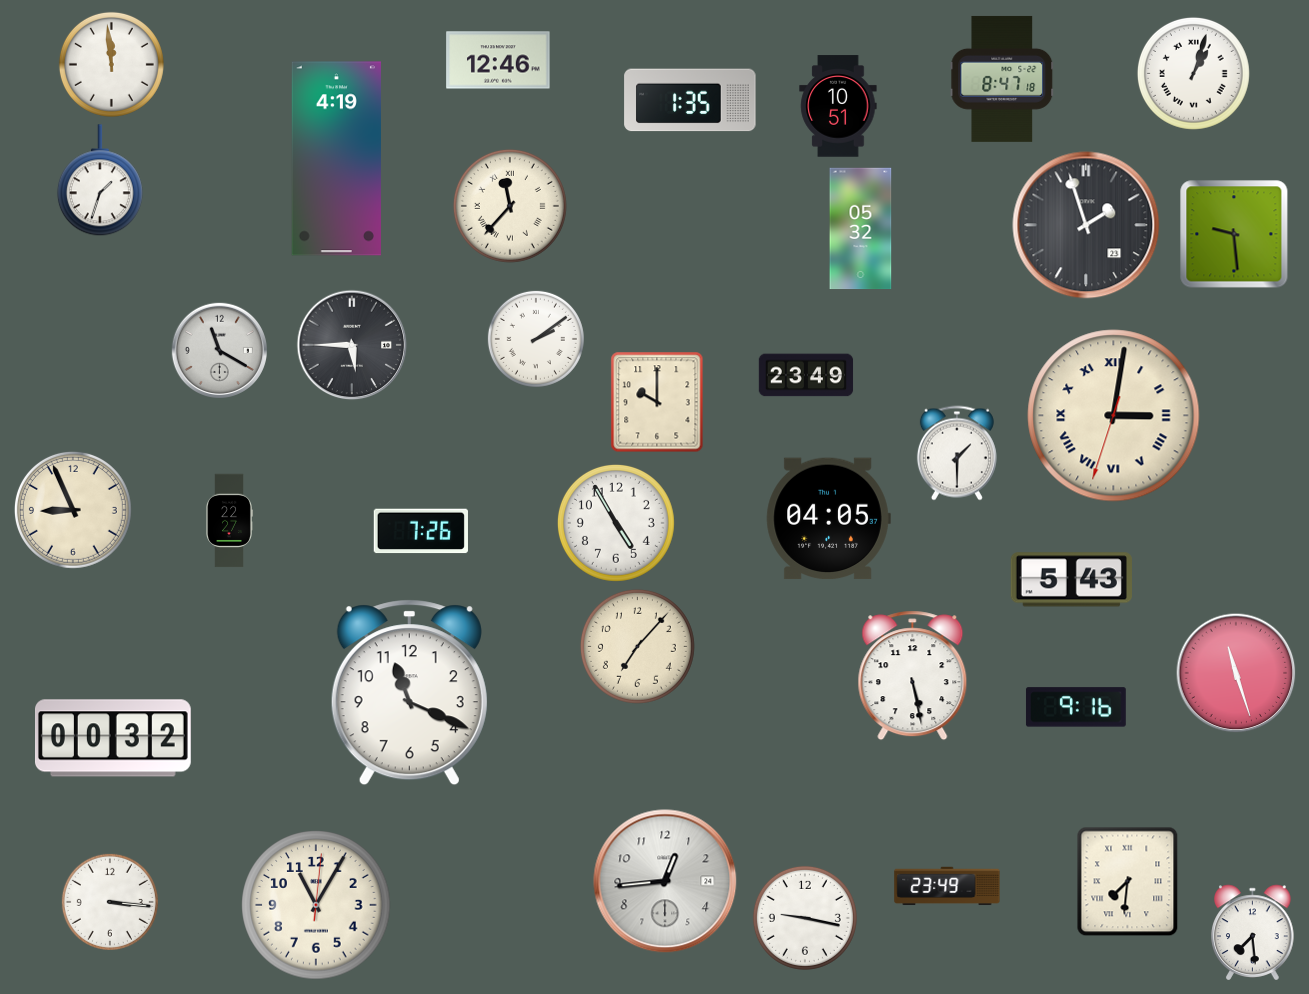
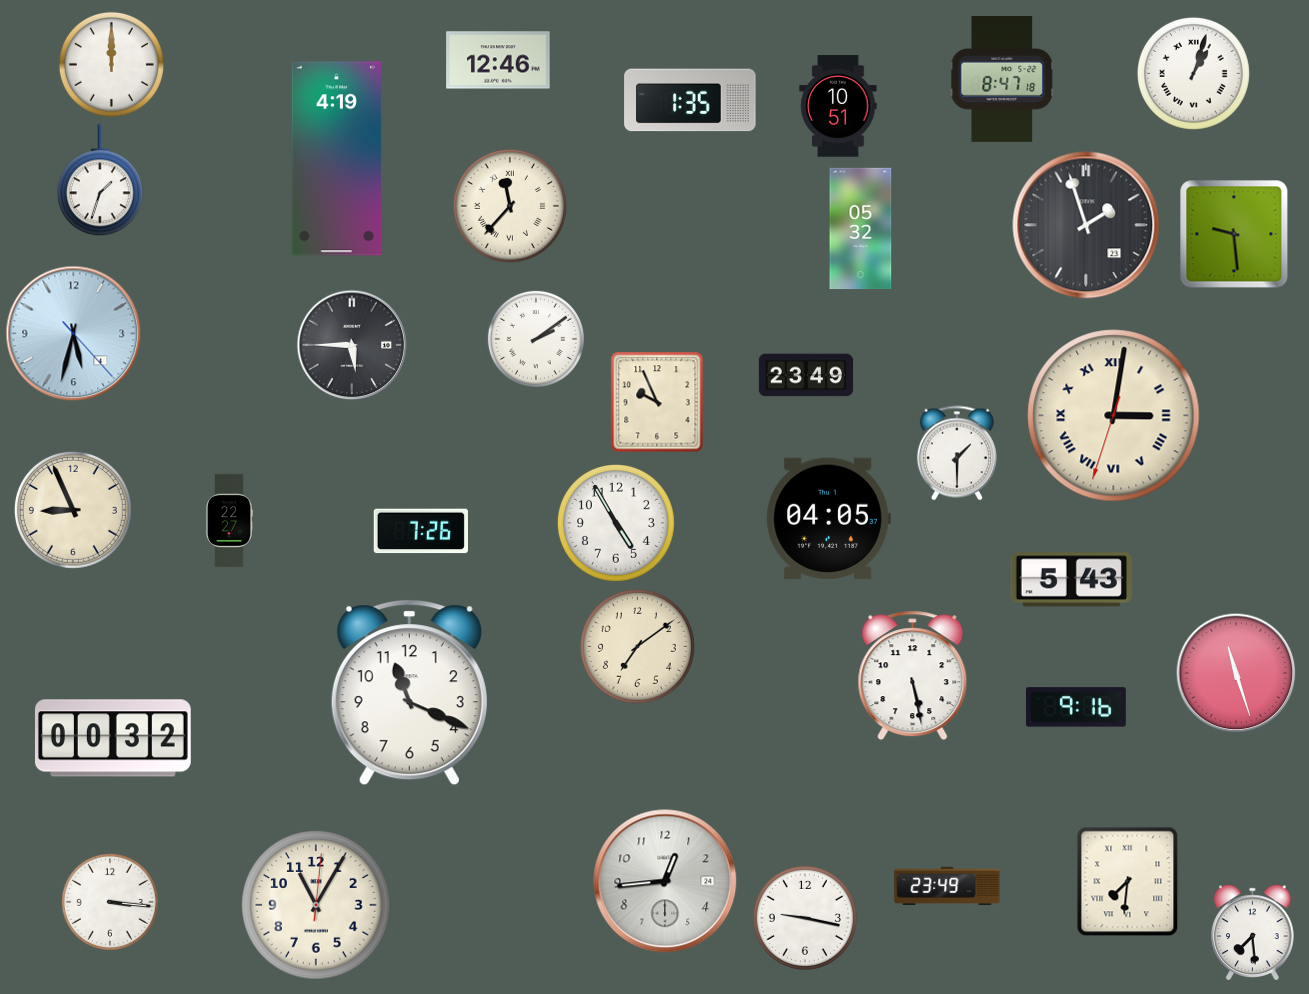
clock at (111, 64): 11:59 -> 12:00
clock at (74, 334): none -> 5:32
clock at (219, 350): 11:20 -> none
clock at (657, 402): 10:00 -> 9:56
clock at (637, 646): 7:07 -> 7:09
